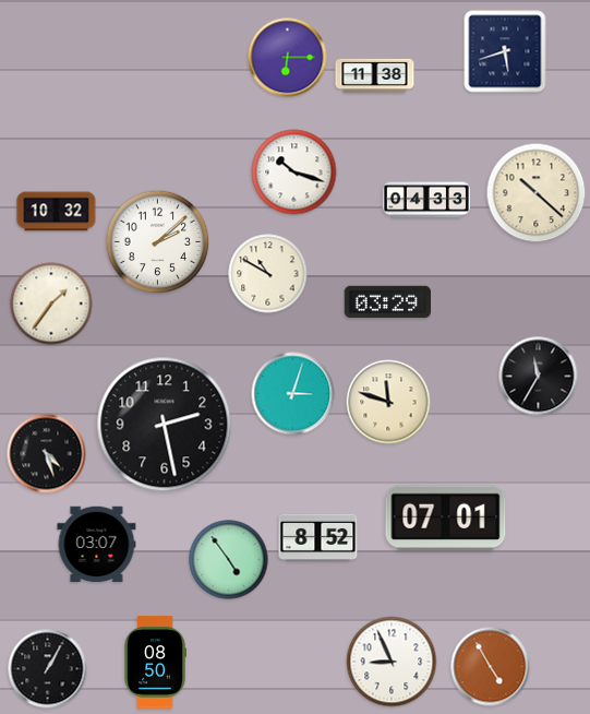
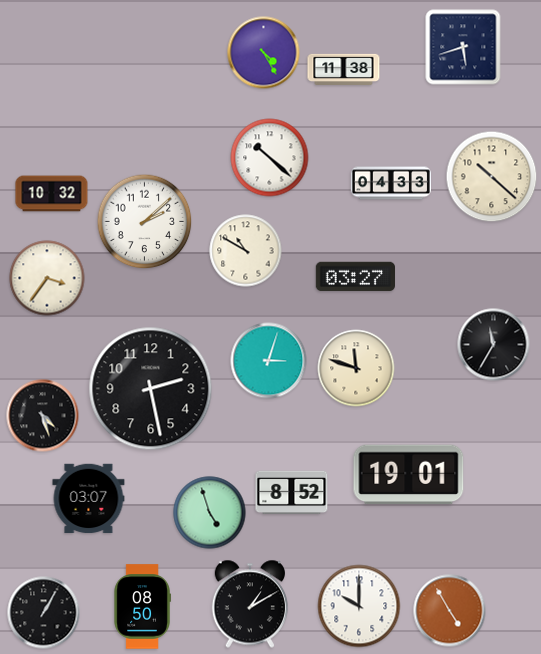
clock at (288, 58): 6:15 -> 4:25
clock at (294, 172): 10:18 -> 10:22
clock at (387, 302): 03:29 -> 03:27
clock at (51, 304): 1:36 -> 3:36
clock at (446, 519): 07:01 -> 19:01
clock at (229, 560): 4:54 -> 4:57
clock at (249, 604): none -> 1:10
clock at (392, 662): 8:56 -> 10:00
